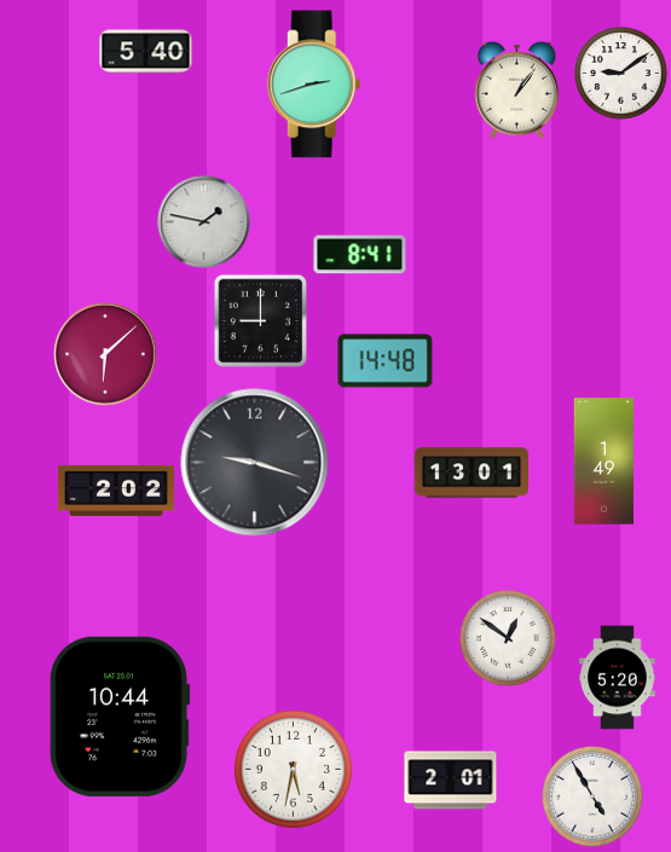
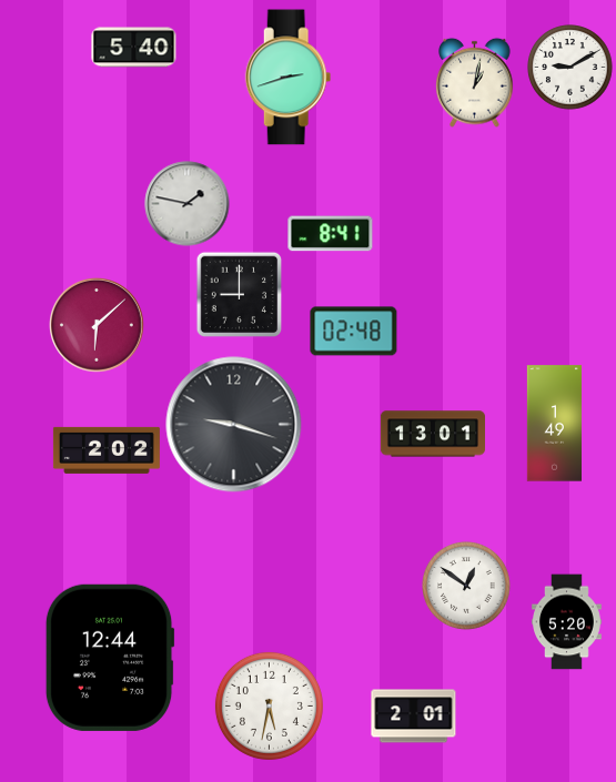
clock at (621, 74): 9:09 -> 9:10
clock at (517, 89): 1:06 -> 1:02
clock at (386, 361): 14:48 -> 02:48
clock at (120, 717): 10:44 -> 12:44
clock at (594, 798): 4:55 -> none
